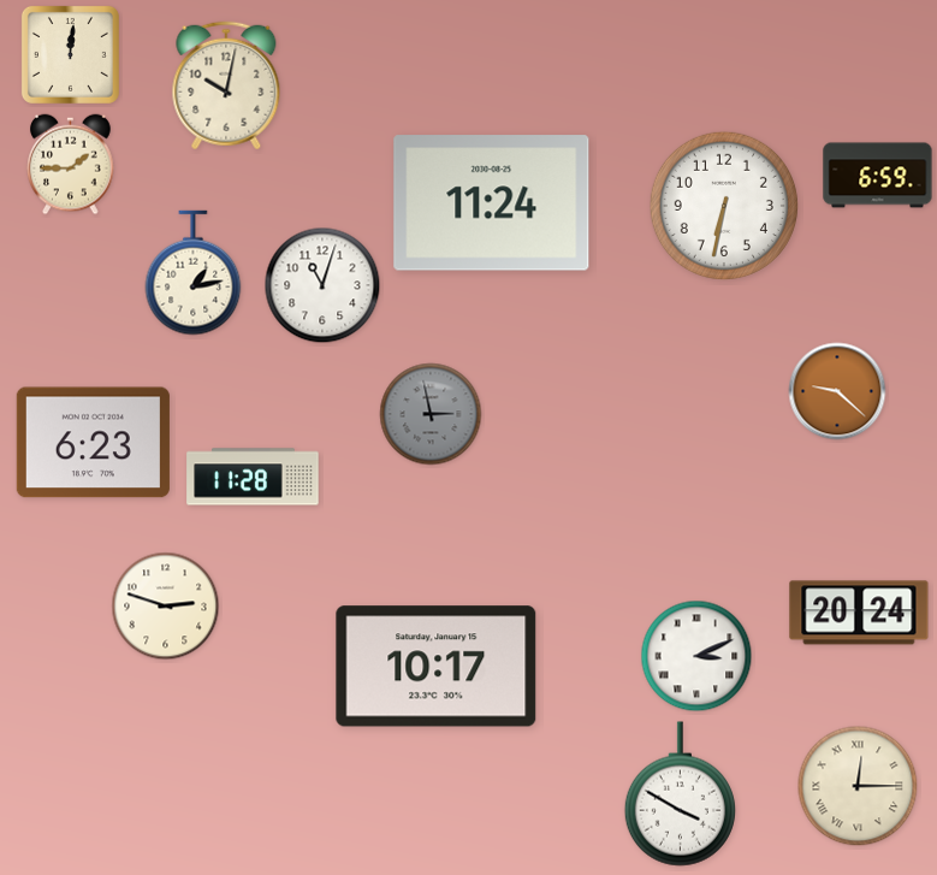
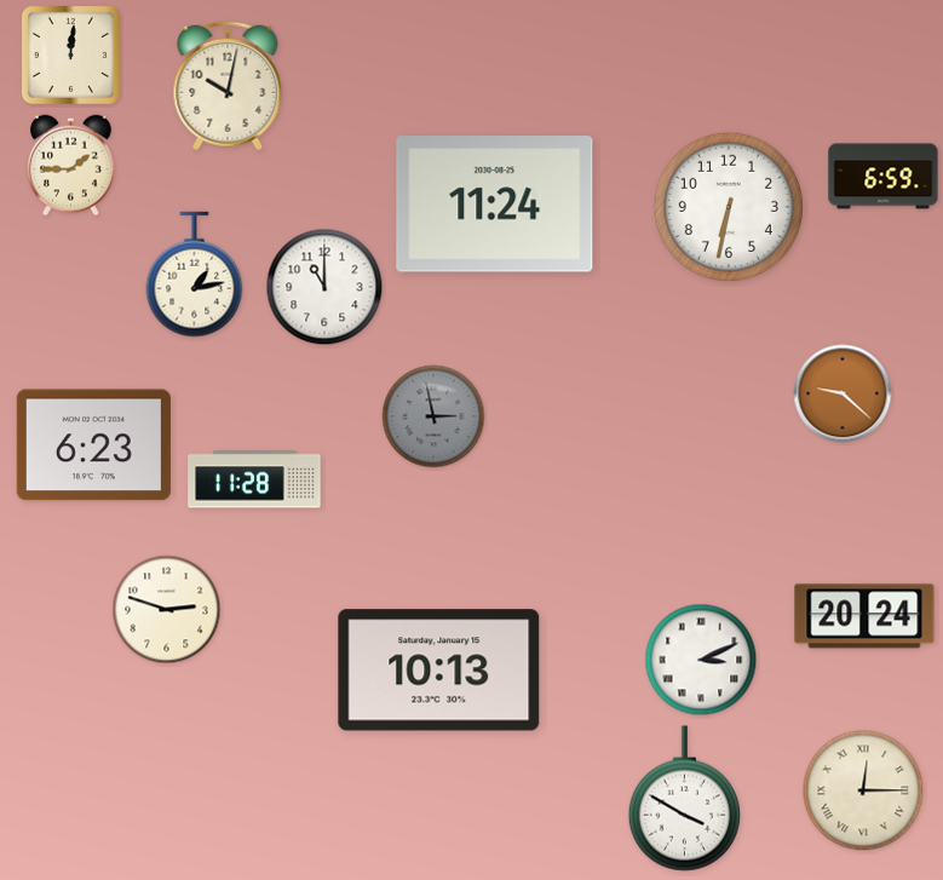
clock at (322, 285): 11:03 -> 11:00
clock at (437, 667): 10:17 -> 10:13
